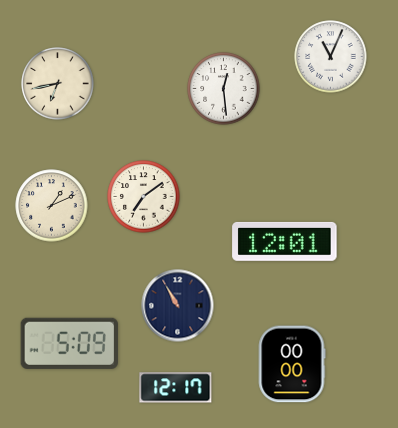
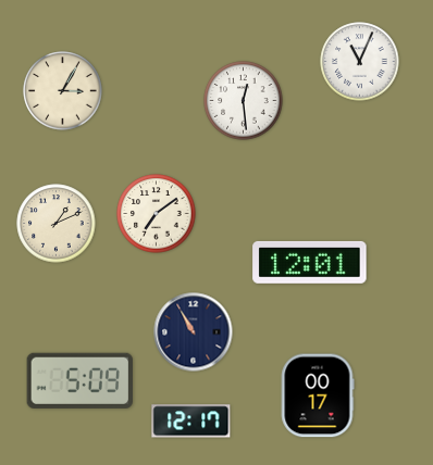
clock at (58, 84): 6:43 -> 3:05
clock at (224, 89) position: (224, 89) -> (244, 101)
clock at (69, 343) position: (69, 343) -> (79, 380)
clock at (292, 364): 00:00 -> 00:17
